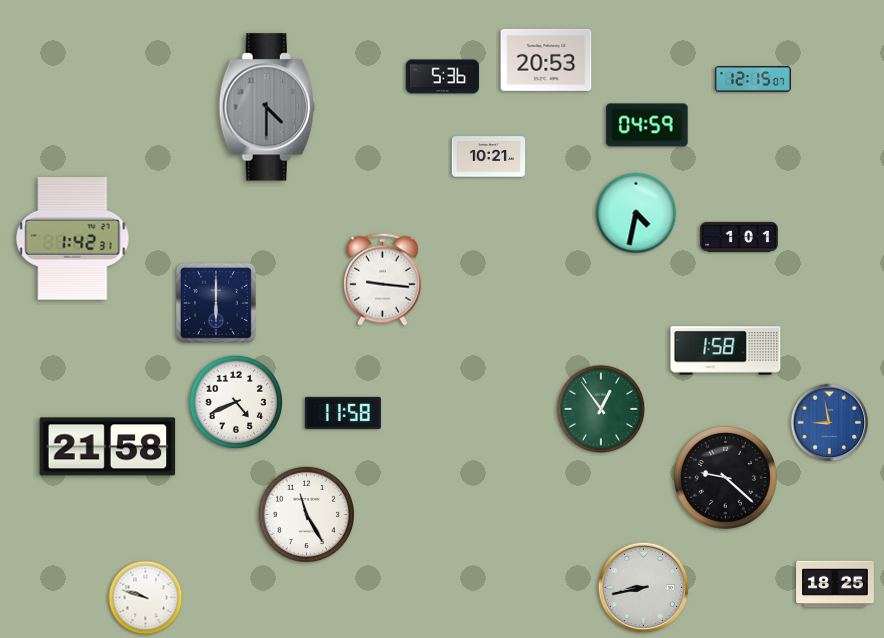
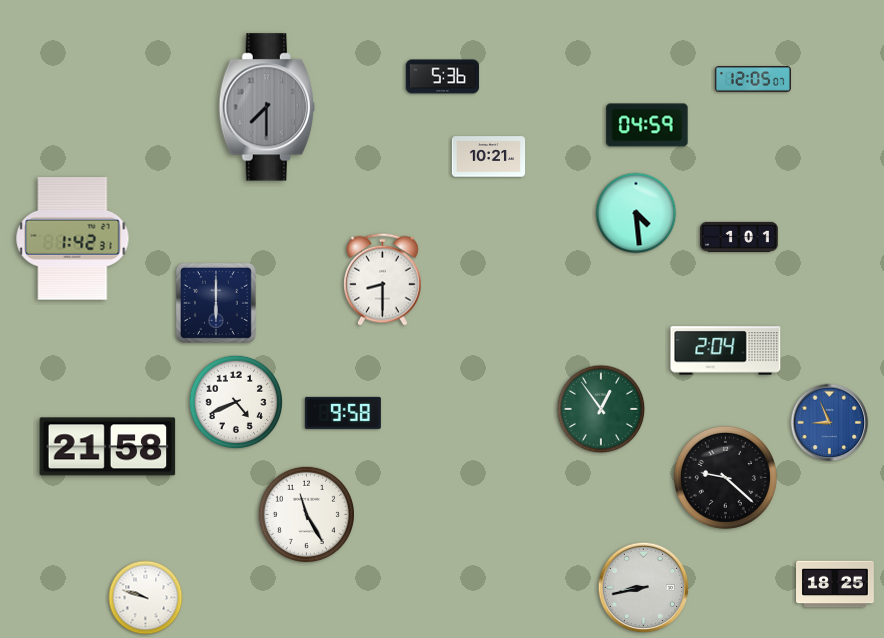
clock at (546, 60): 20:53 -> none
clock at (753, 79): 12:15 -> 12:05
clock at (267, 107): 4:30 -> 7:30
clock at (636, 213): 4:32 -> 4:29
clock at (383, 279): 9:16 -> 8:30
clock at (726, 351): 1:58 -> 2:04
clock at (343, 413): 11:58 -> 9:58
clock at (830, 423): 8:58 -> 8:56
